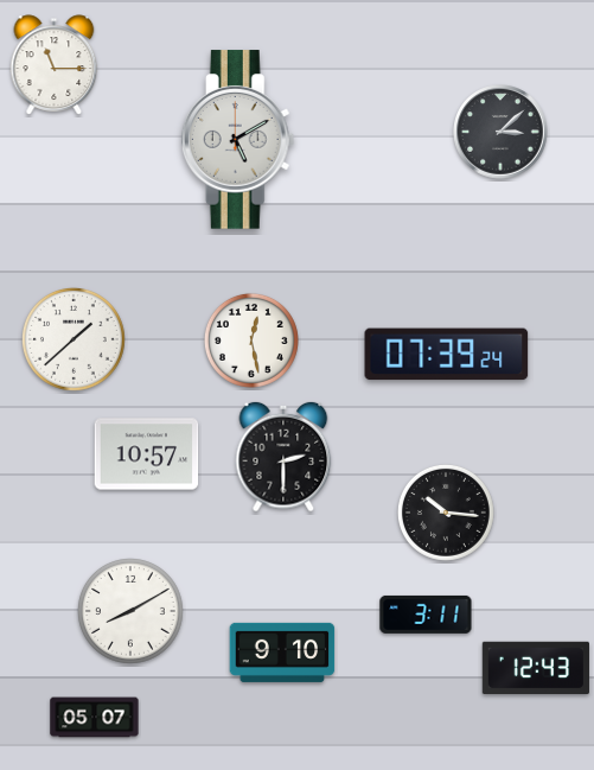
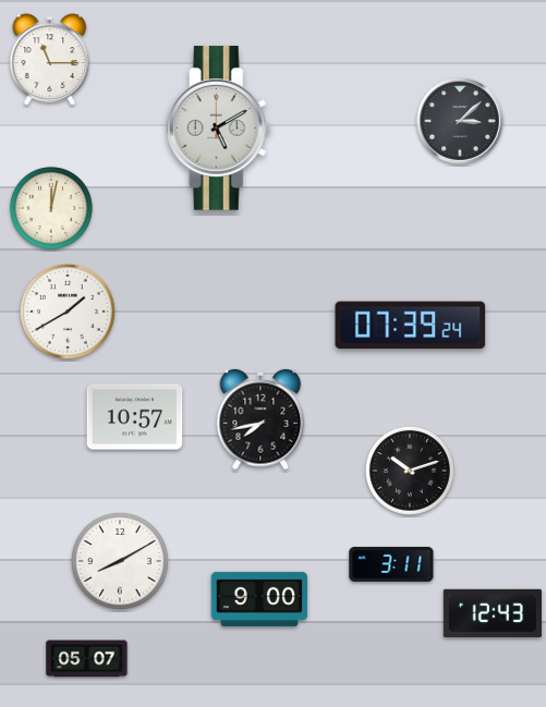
clock at (51, 208): none -> 12:02
clock at (75, 341): 1:38 -> 1:40
clock at (251, 341): 12:28 -> none
clock at (283, 457): 2:30 -> 7:43
clock at (446, 513): 10:16 -> 10:12
clock at (282, 653): 9:10 -> 9:00
